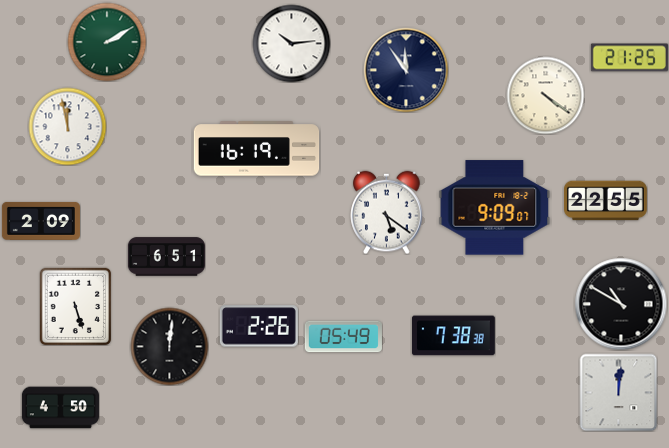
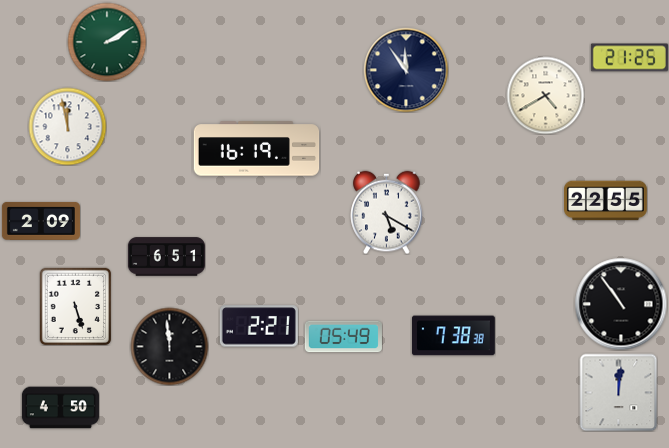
clock at (291, 43): 10:14 -> none
clock at (545, 95): 4:21 -> 4:40
clock at (495, 208): 9:09 -> none
clock at (387, 212): 5:21 -> 5:20
clock at (621, 304): 10:50 -> 10:54
clock at (259, 326): 2:26 -> 2:21
clock at (169, 346): 12:01 -> 11:59
